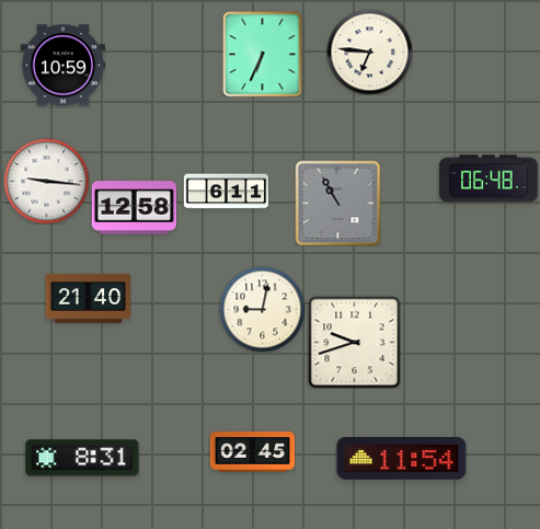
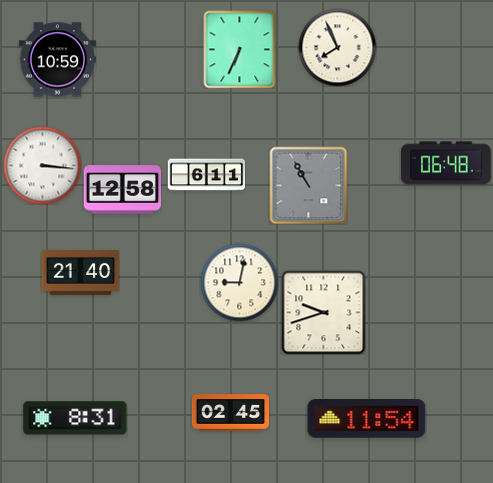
clock at (369, 51): 6:46 -> 7:56
clock at (46, 181): 9:16 -> 3:16
